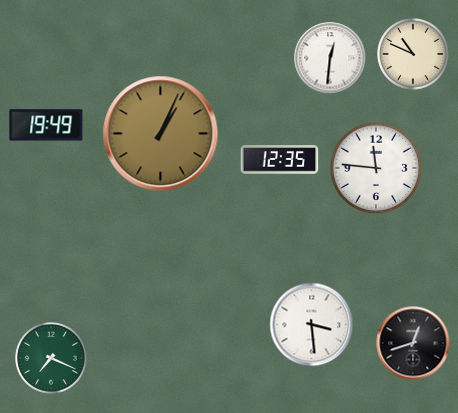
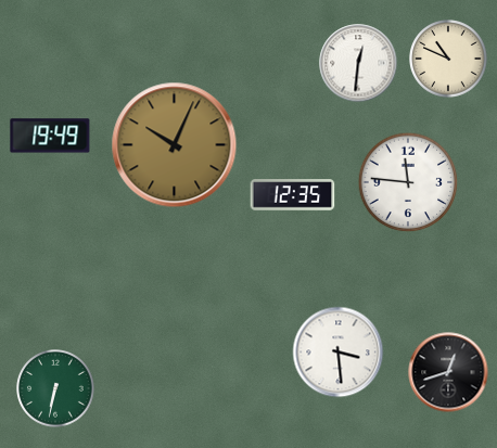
clock at (161, 134): 1:04 -> 10:04
clock at (280, 160) position: (280, 160) -> (293, 195)
clock at (51, 358): 7:19 -> 6:32
